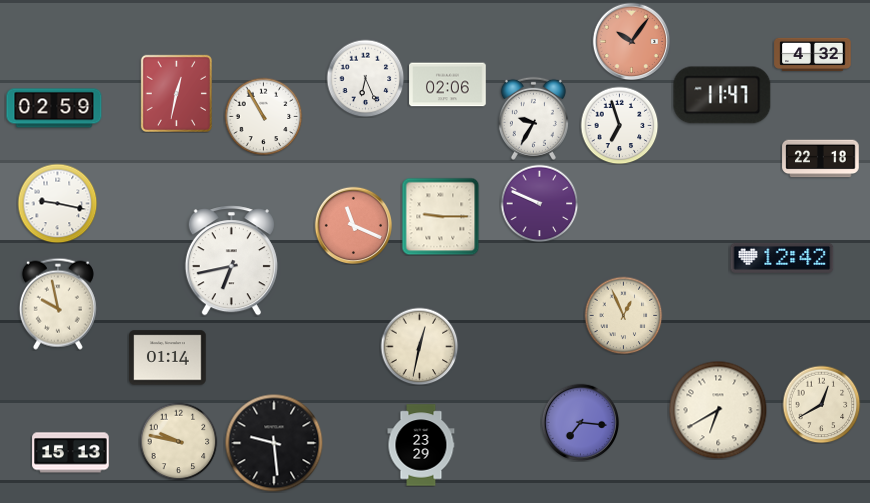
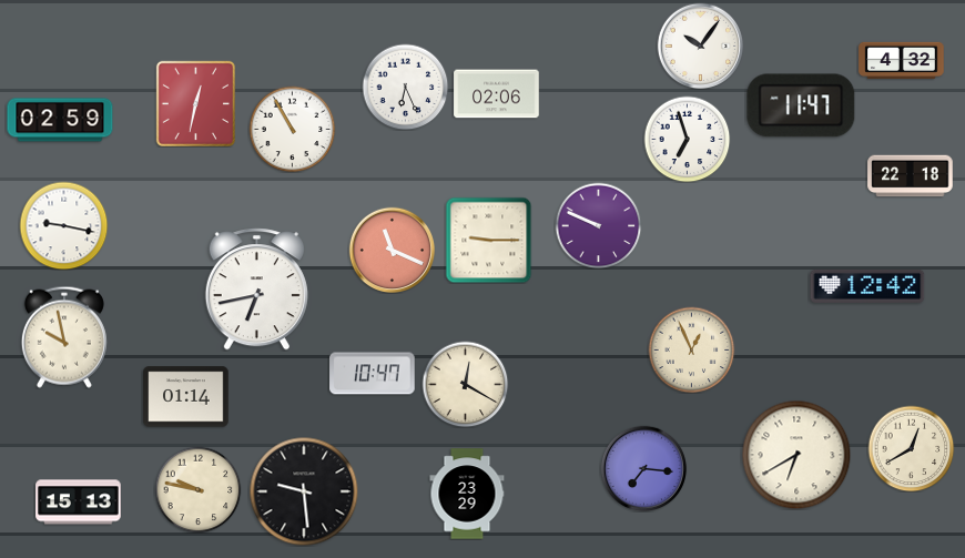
clock at (631, 41) dial: salmon -> white
clock at (533, 118): 9:35 -> none
clock at (373, 374): none -> 10:47
clock at (419, 346): 12:32 -> 12:20
